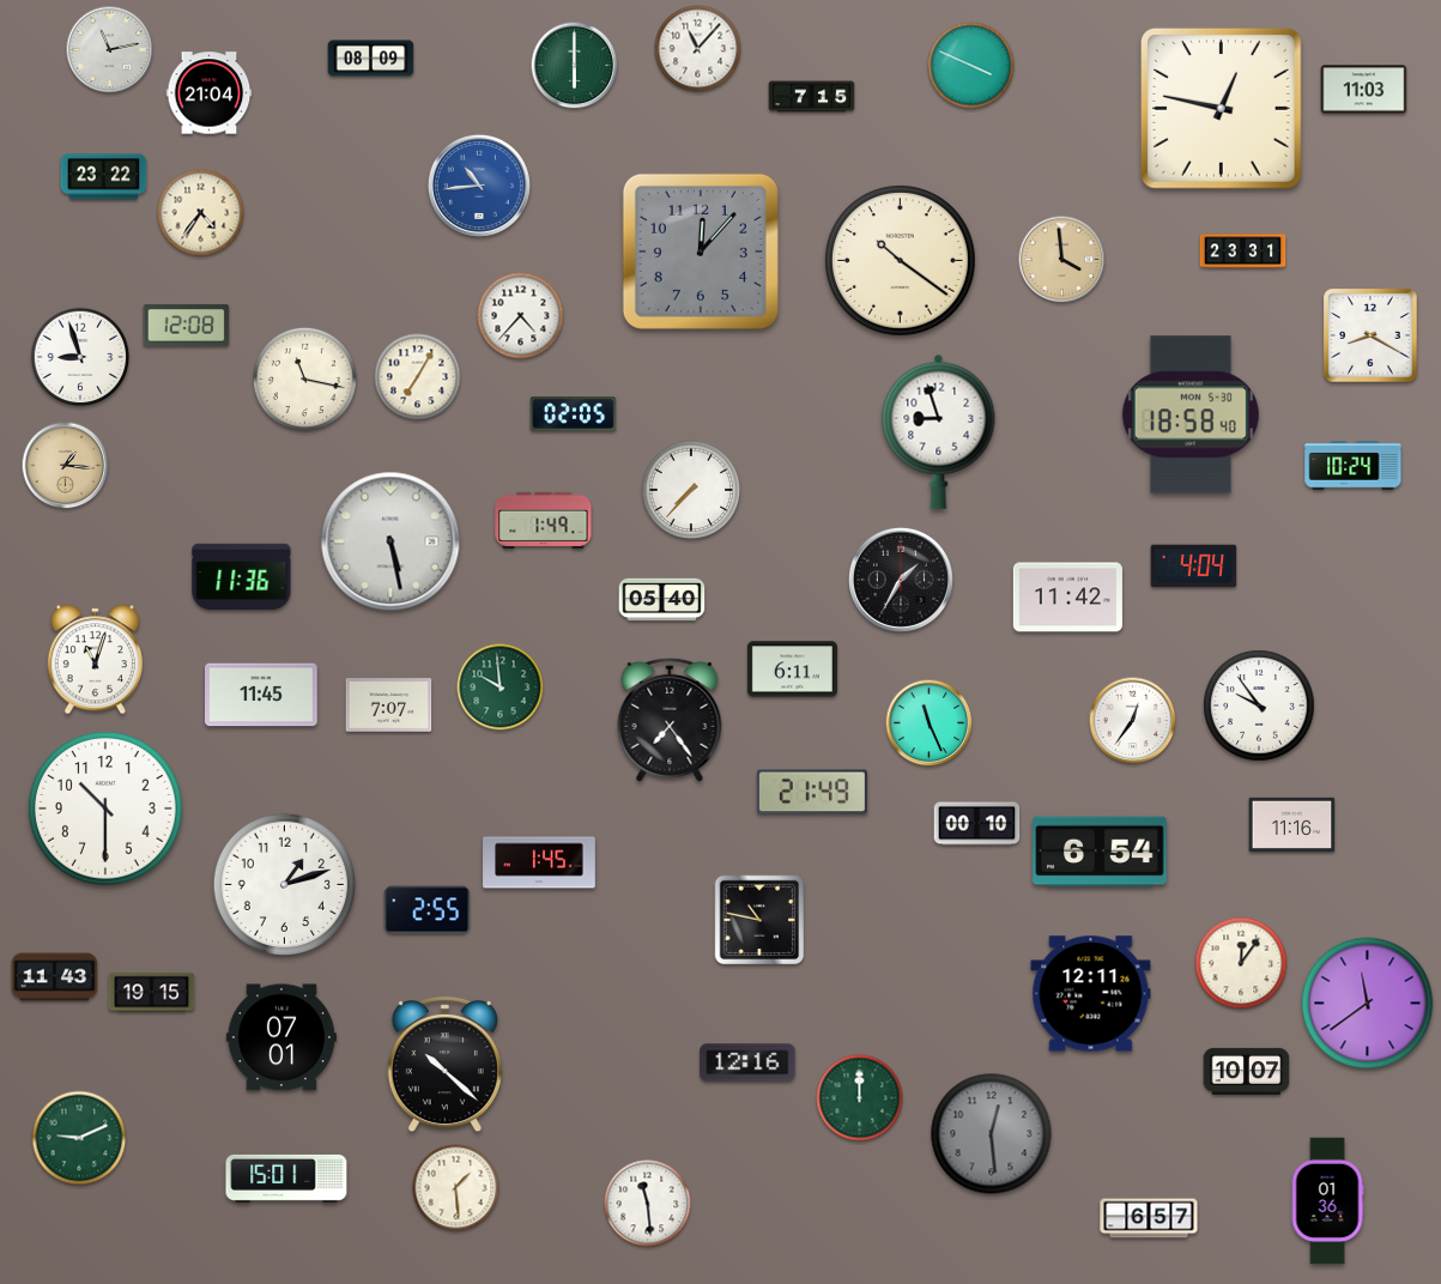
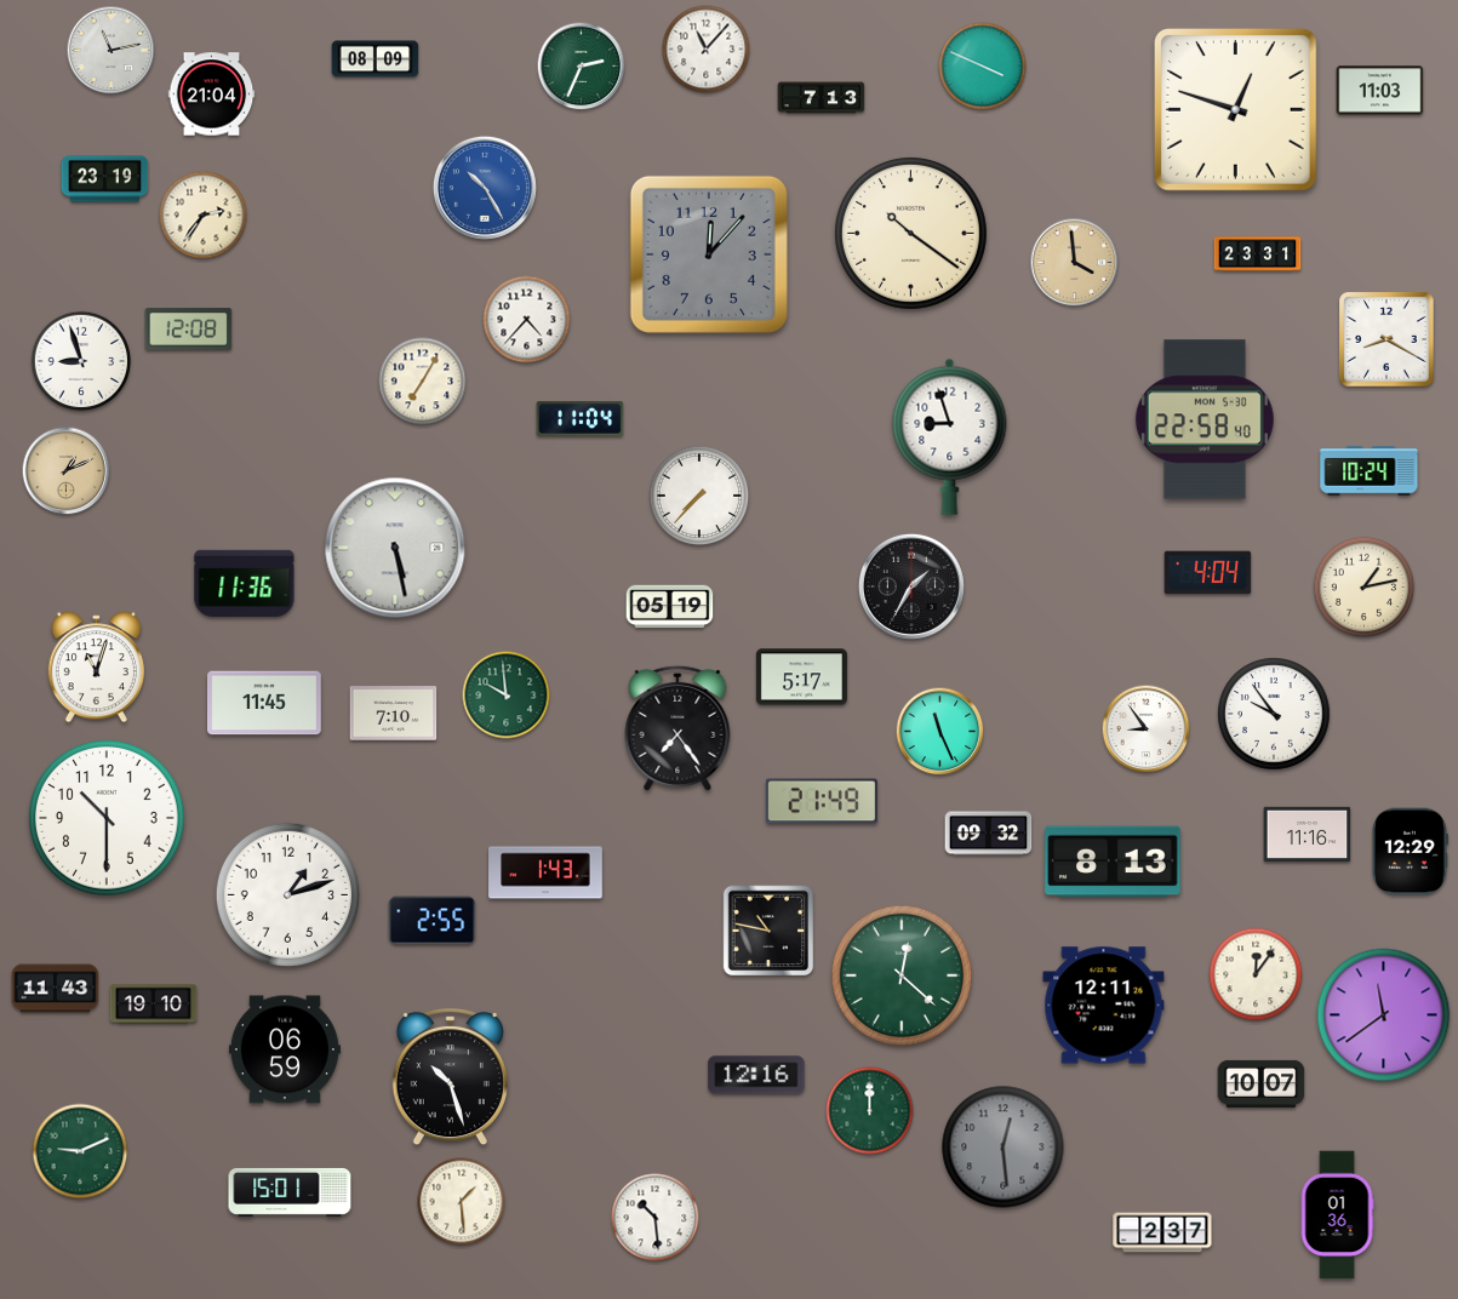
clock at (575, 66): 6:00 -> 2:34
clock at (812, 97): 7:15 -> 7:13
clock at (1221, 108): 12:47 -> 12:48
clock at (104, 177): 23:22 -> 23:19
clock at (479, 186): 10:44 -> 10:25
clock at (201, 213): 4:36 -> 2:36
clock at (900, 260) position: (900, 260) -> (910, 233)
clock at (304, 378): 11:17 -> none
clock at (574, 414): 02:05 -> 11:04
clock at (1191, 414): 18:58 -> 22:58
clock at (66, 466): 1:16 -> 1:11
clock at (544, 520): 1:49 -> none
clock at (1365, 588): none -> 1:13
clock at (1067, 598): 11:42 -> none
clock at (662, 600): 05:40 -> 05:19
clock at (792, 670): 6:11 -> 5:17
clock at (389, 705): 7:07 -> 7:10
clock at (1133, 721): 12:36 -> 8:54
clock at (977, 824): 00:10 -> 09:32
clock at (1410, 852): none -> 12:29
clock at (1100, 852): 6:54 -> 8:13
clock at (539, 862): 1:45 -> 1:43
clock at (902, 975): none -> 12:22
clock at (152, 993): 19:15 -> 19:10
clock at (281, 1037): 07:01 -> 06:59
clock at (444, 1065): 10:22 -> 10:27
clock at (1327, 1201) position: (1327, 1201) -> (1337, 1215)
clock at (648, 1204): 11:29 -> 10:29
clock at (1149, 1218): 6:57 -> 2:37
